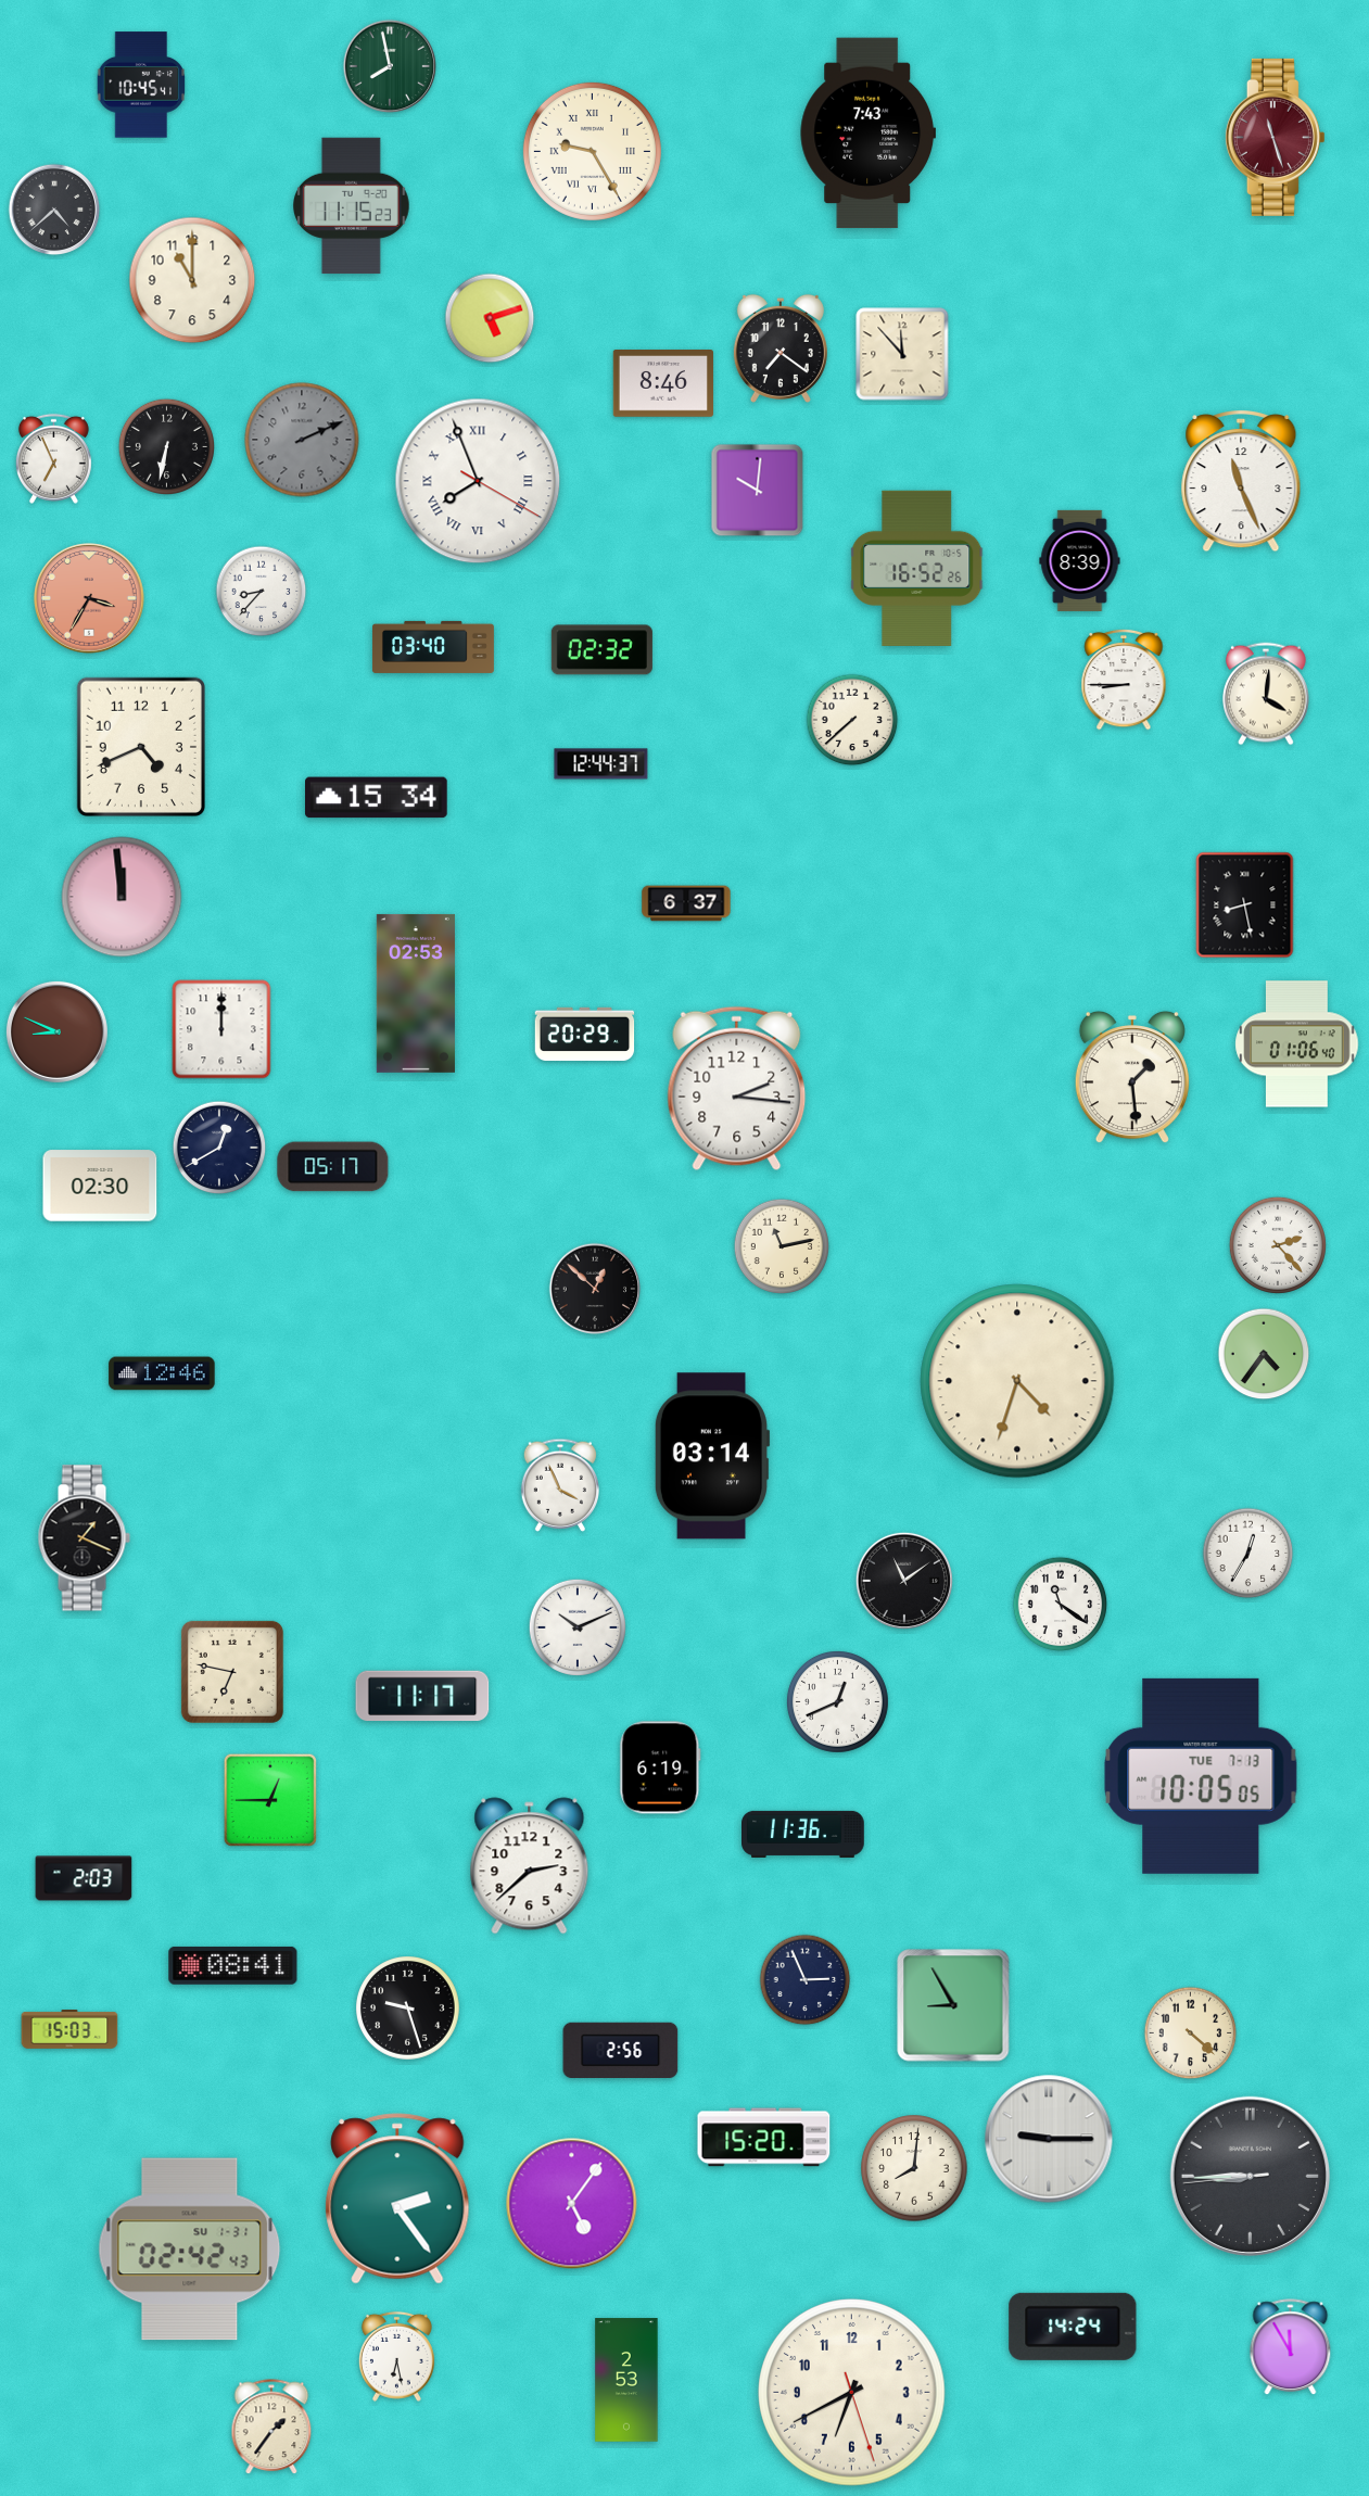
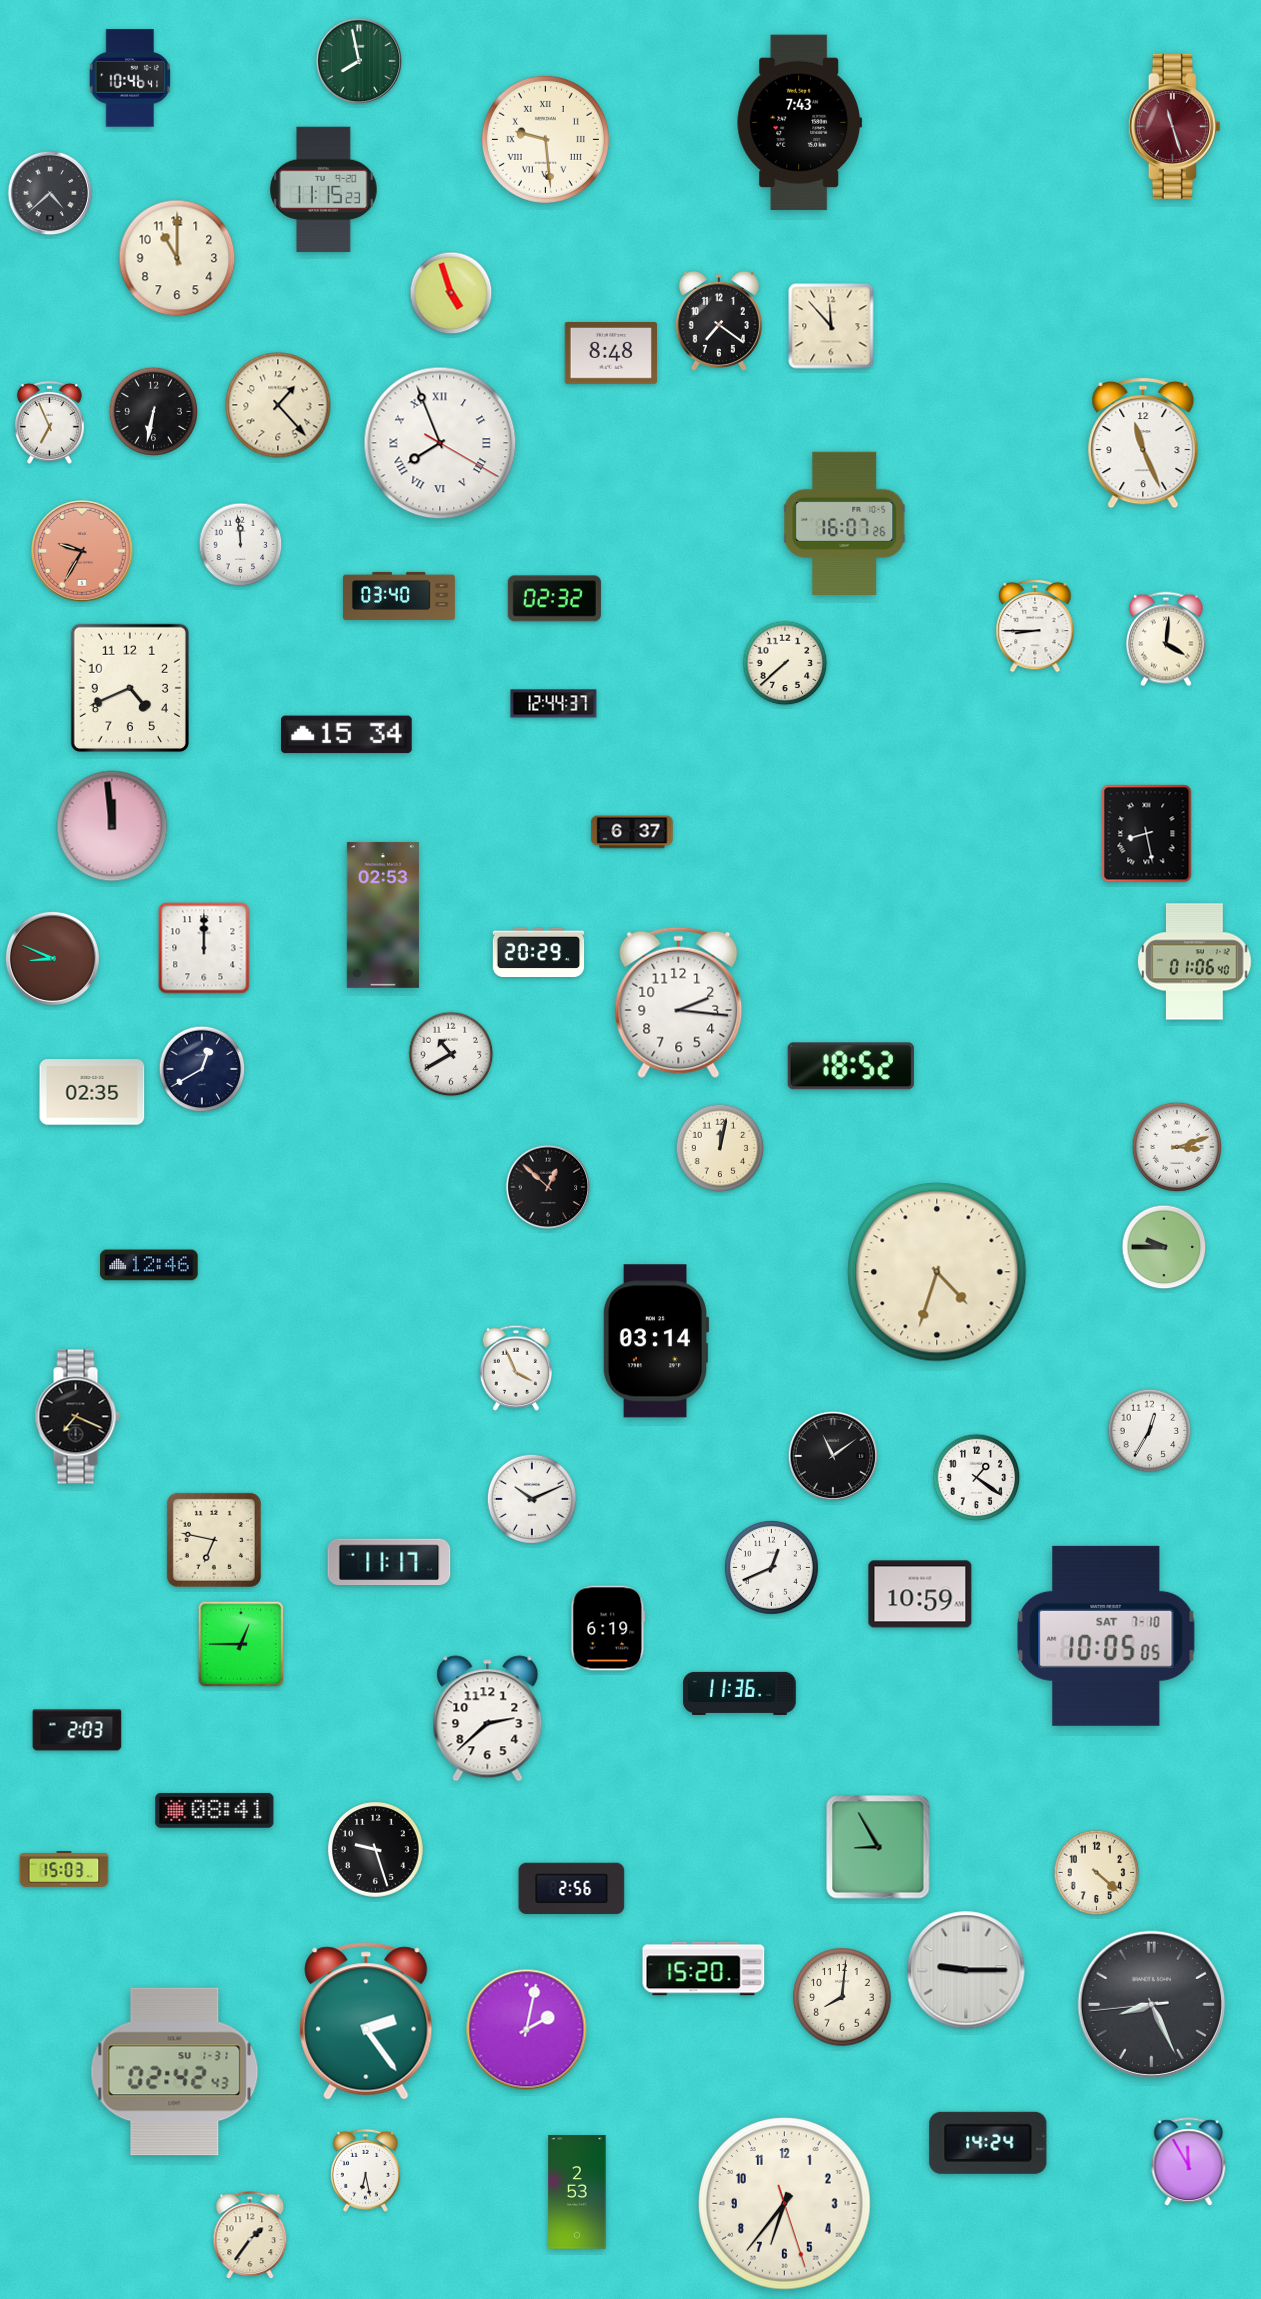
clock at (141, 85): 10:45 -> 10:46
clock at (592, 151): 9:25 -> 9:29
clock at (490, 318): 5:12 -> 4:57
clock at (663, 384): 8:46 -> 8:48
clock at (302, 440): 2:11 -> 1:23
clock at (302, 440) dial: grey -> cream
clock at (758, 491): 10:01 -> none
clock at (1080, 560): 8:39 -> none
clock at (917, 568): 16:52 -> 16:07
clock at (262, 592): 8:37 -> 11:59
clock at (89, 598): 3:35 -> 9:35
clock at (56, 1031) position: (56, 1031) -> (52, 958)
clock at (1132, 1077): 1:29 -> none
clock at (451, 1054): none -> 10:40
clock at (219, 1148) position: (219, 1148) -> (202, 1069)
clock at (851, 1066): none -> 18:52
clock at (333, 1167): 05:17 -> none
clock at (100, 1186): 02:30 -> 02:35
clock at (1278, 1245): 2:23 -> 3:12
clock at (782, 1246): 11:13 -> 12:02
clock at (1264, 1354): 4:36 -> 9:45
clock at (84, 1538): 1:19 -> 7:19
clock at (1061, 1605): 11:21 -> 1:21
clock at (920, 1594): none -> 10:59
clock at (1201, 1776) date: TUE 7-13 -> SAT 7-10
clock at (270, 1800) position: (270, 1800) -> (241, 1644)
clock at (803, 1834) position: (803, 1834) -> (740, 1693)
clock at (806, 1980): 2:56 -> none
clock at (1250, 2176): 8:44 -> 8:25
clock at (397, 2199) position: (397, 2199) -> (366, 2021)
clock at (572, 2204): 5:06 -> 2:02
clock at (852, 2393): 6:40 -> 6:36
